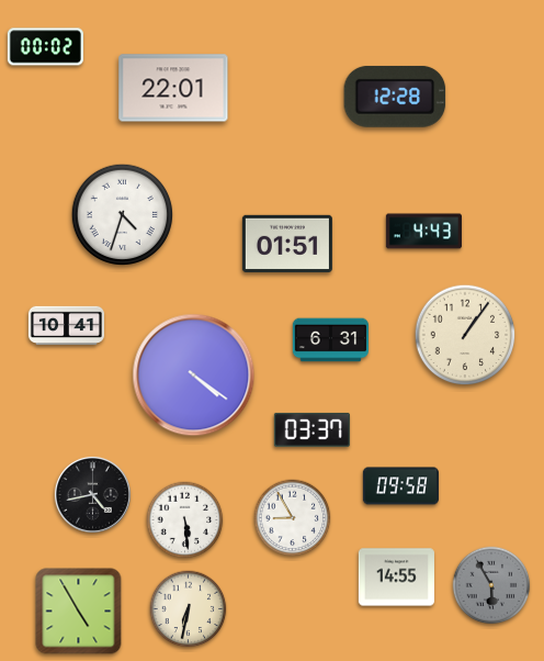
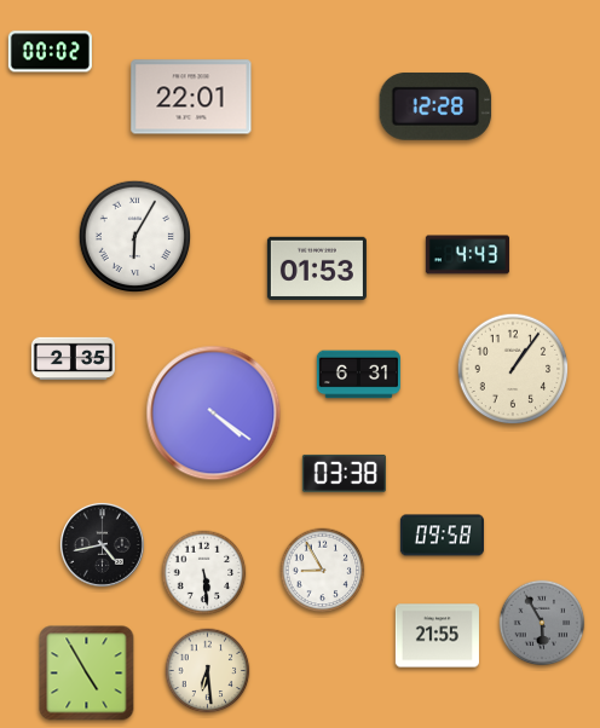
clock at (123, 215): 4:33 -> 6:05
clock at (287, 243): 01:51 -> 01:53
clock at (66, 326): 10:41 -> 2:35
clock at (330, 340) position: (330, 340) -> (358, 375)
clock at (311, 429): 03:37 -> 03:38
clock at (396, 578): 14:55 -> 21:55
clock at (491, 585) position: (491, 585) -> (542, 623)
clock at (189, 609): 6:32 -> 6:29
